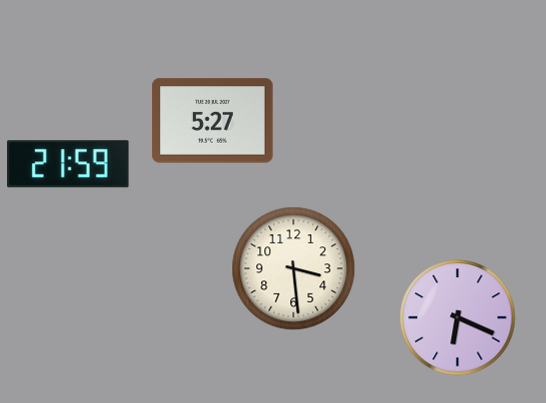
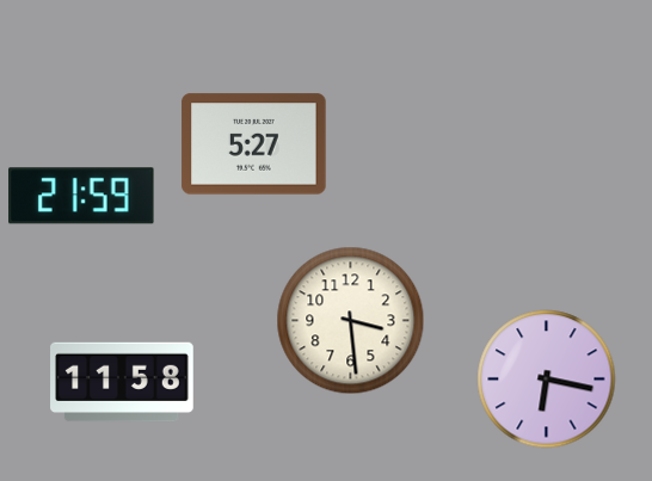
clock at (458, 318): 6:19 -> 6:17
clock at (122, 382): none -> 11:58
